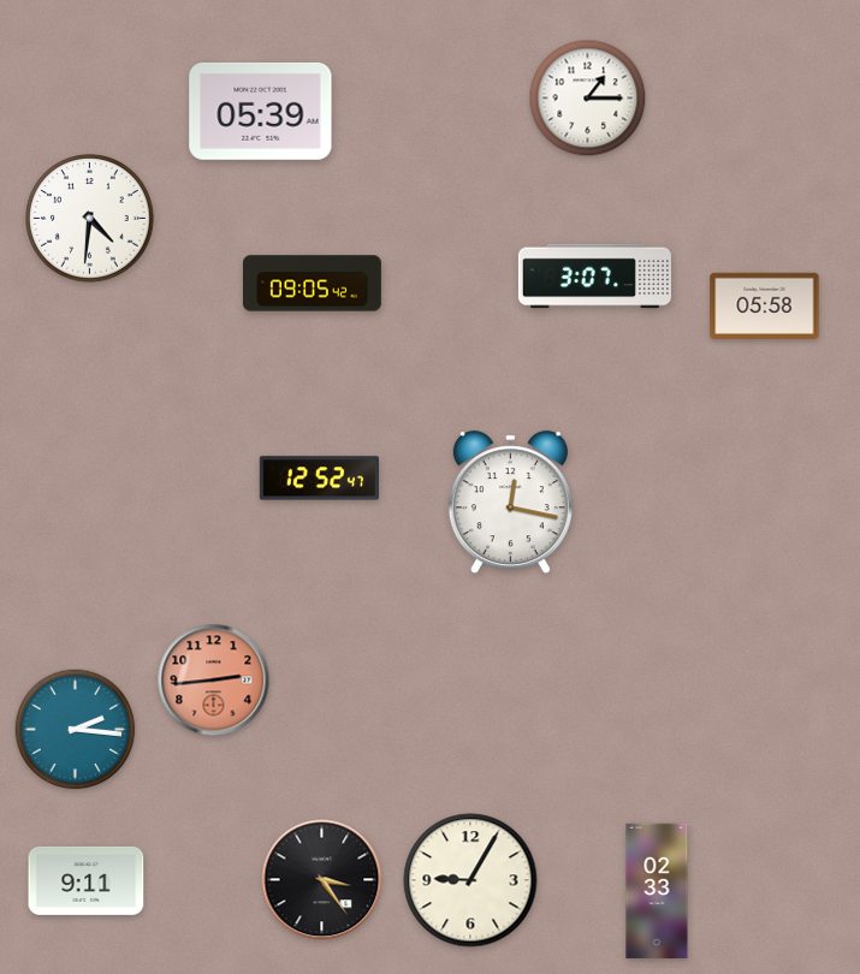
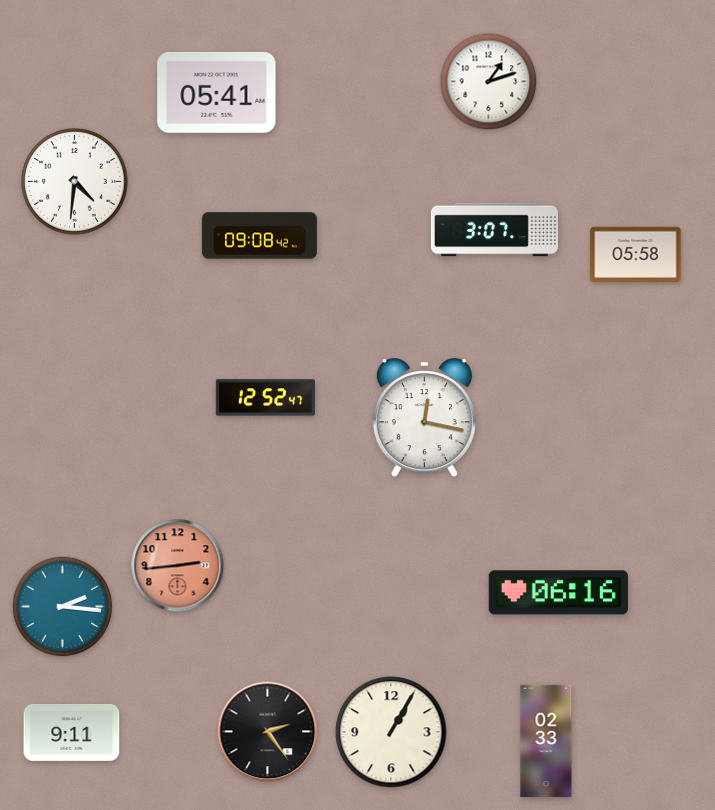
clock at (588, 99): 1:15 -> 1:12
clock at (261, 111): 05:39 -> 05:41
clock at (312, 284): 09:05 -> 09:08
clock at (558, 593): none -> 06:16
clock at (322, 880): 3:24 -> 2:24
clock at (470, 880): 9:05 -> 1:05
